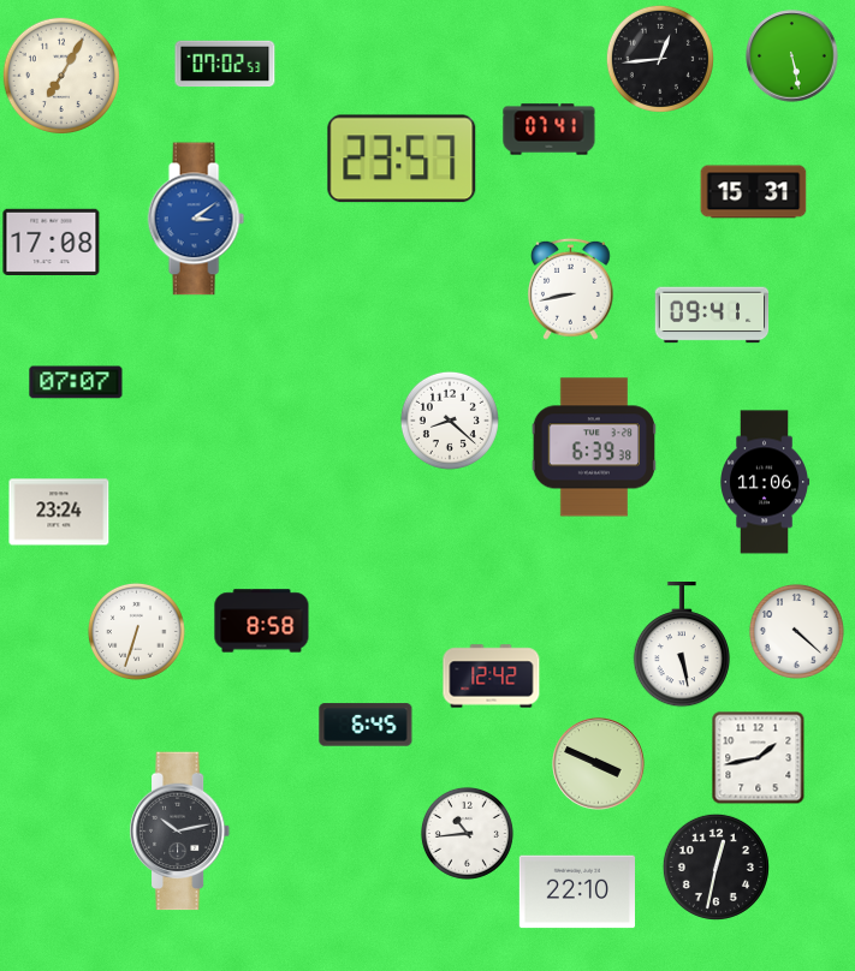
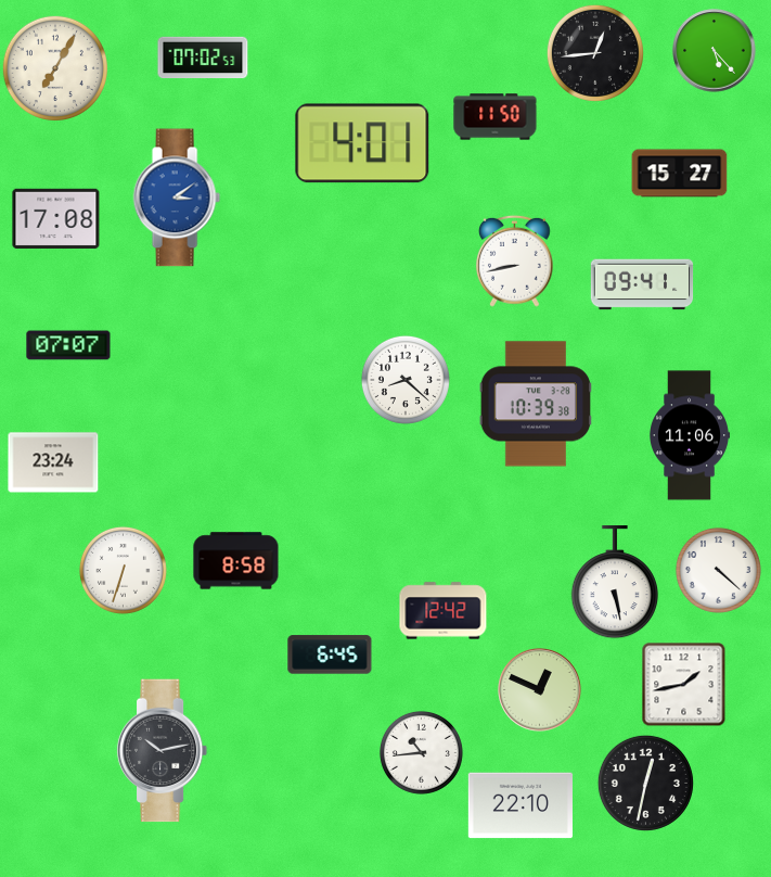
clock at (792, 56): 5:28 -> 5:23
clock at (550, 130): 07:41 -> 11:50
clock at (402, 159): 23:57 -> 4:01
clock at (754, 192): 15:31 -> 15:27
clock at (52, 242) position: (52, 242) -> (56, 218)
clock at (594, 447): 6:39 -> 10:39
clock at (599, 764): 3:49 -> 12:49
